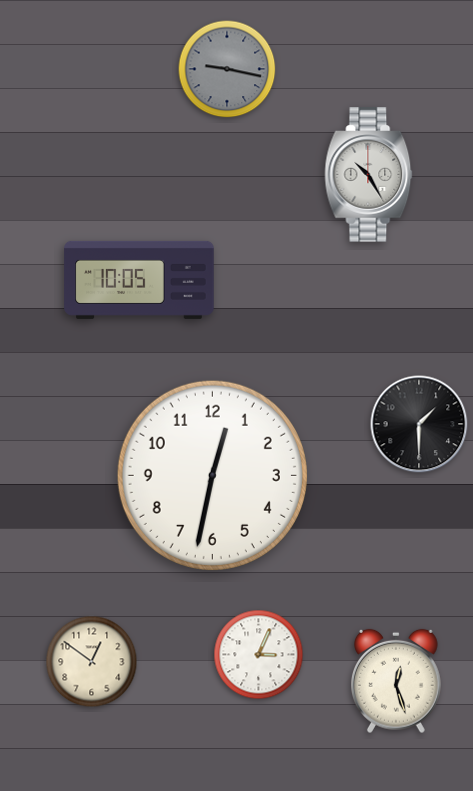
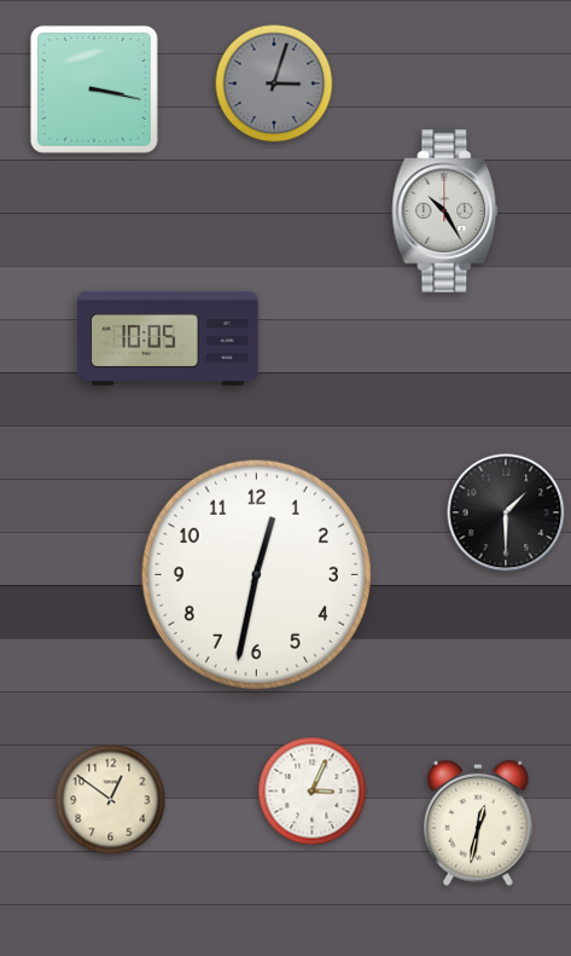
clock at (227, 69): 9:17 -> 3:03
clock at (94, 89): none -> 3:17
clock at (397, 681): 12:27 -> 12:32
